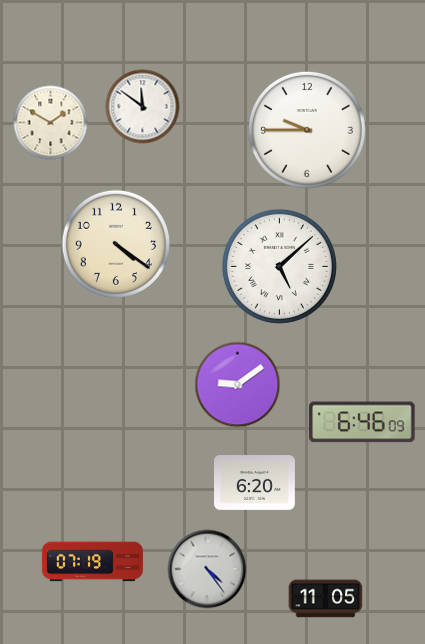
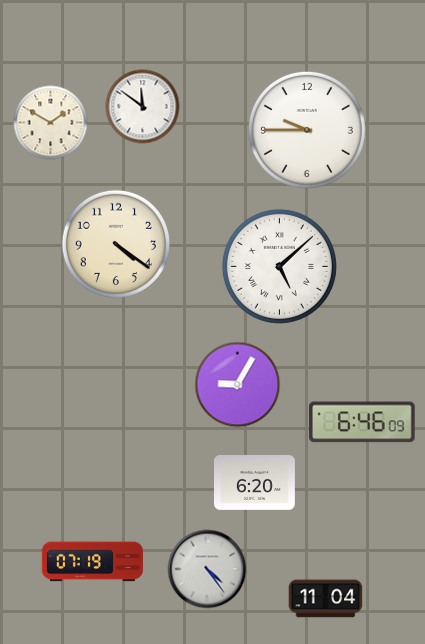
clock at (238, 385): 9:09 -> 9:05
clock at (326, 599): 11:05 -> 11:04
